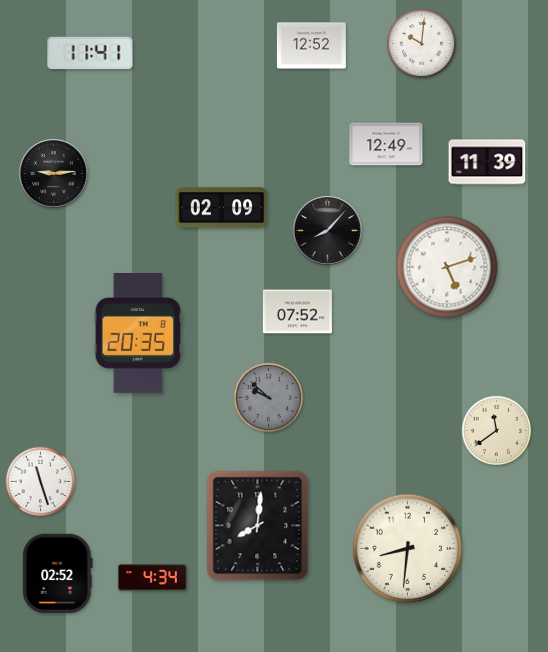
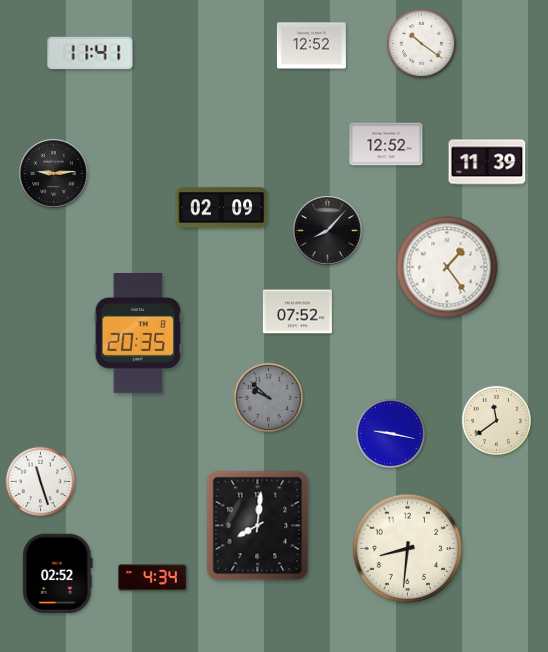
clock at (422, 44): 10:01 -> 10:21
clock at (386, 144): 12:49 -> 12:52
clock at (447, 267): 5:12 -> 1:24
clock at (497, 431) position: (497, 431) -> (497, 421)
clock at (391, 434): none -> 9:17
